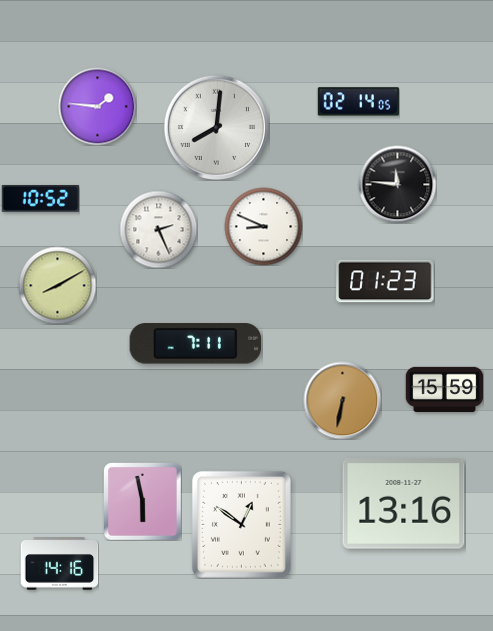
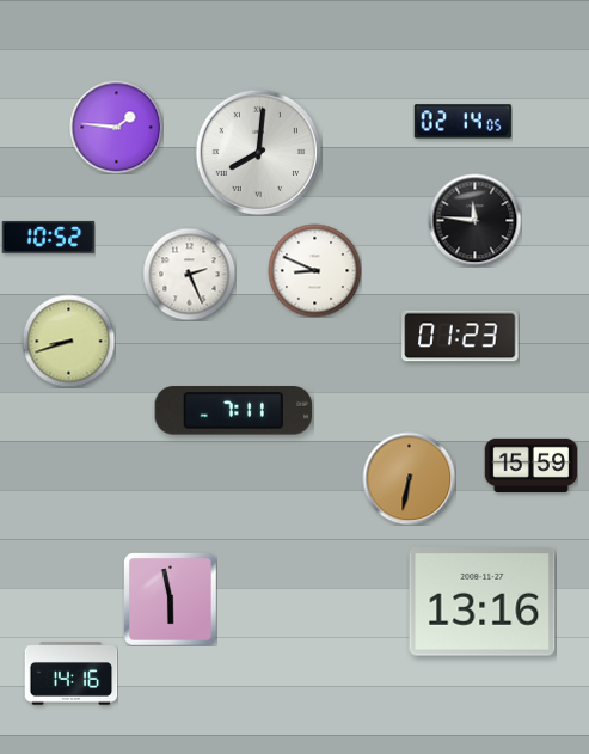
clock at (358, 102) position: (358, 102) -> (462, 122)
clock at (57, 285): 8:10 -> 8:42
clock at (241, 524): 12:51 -> none
